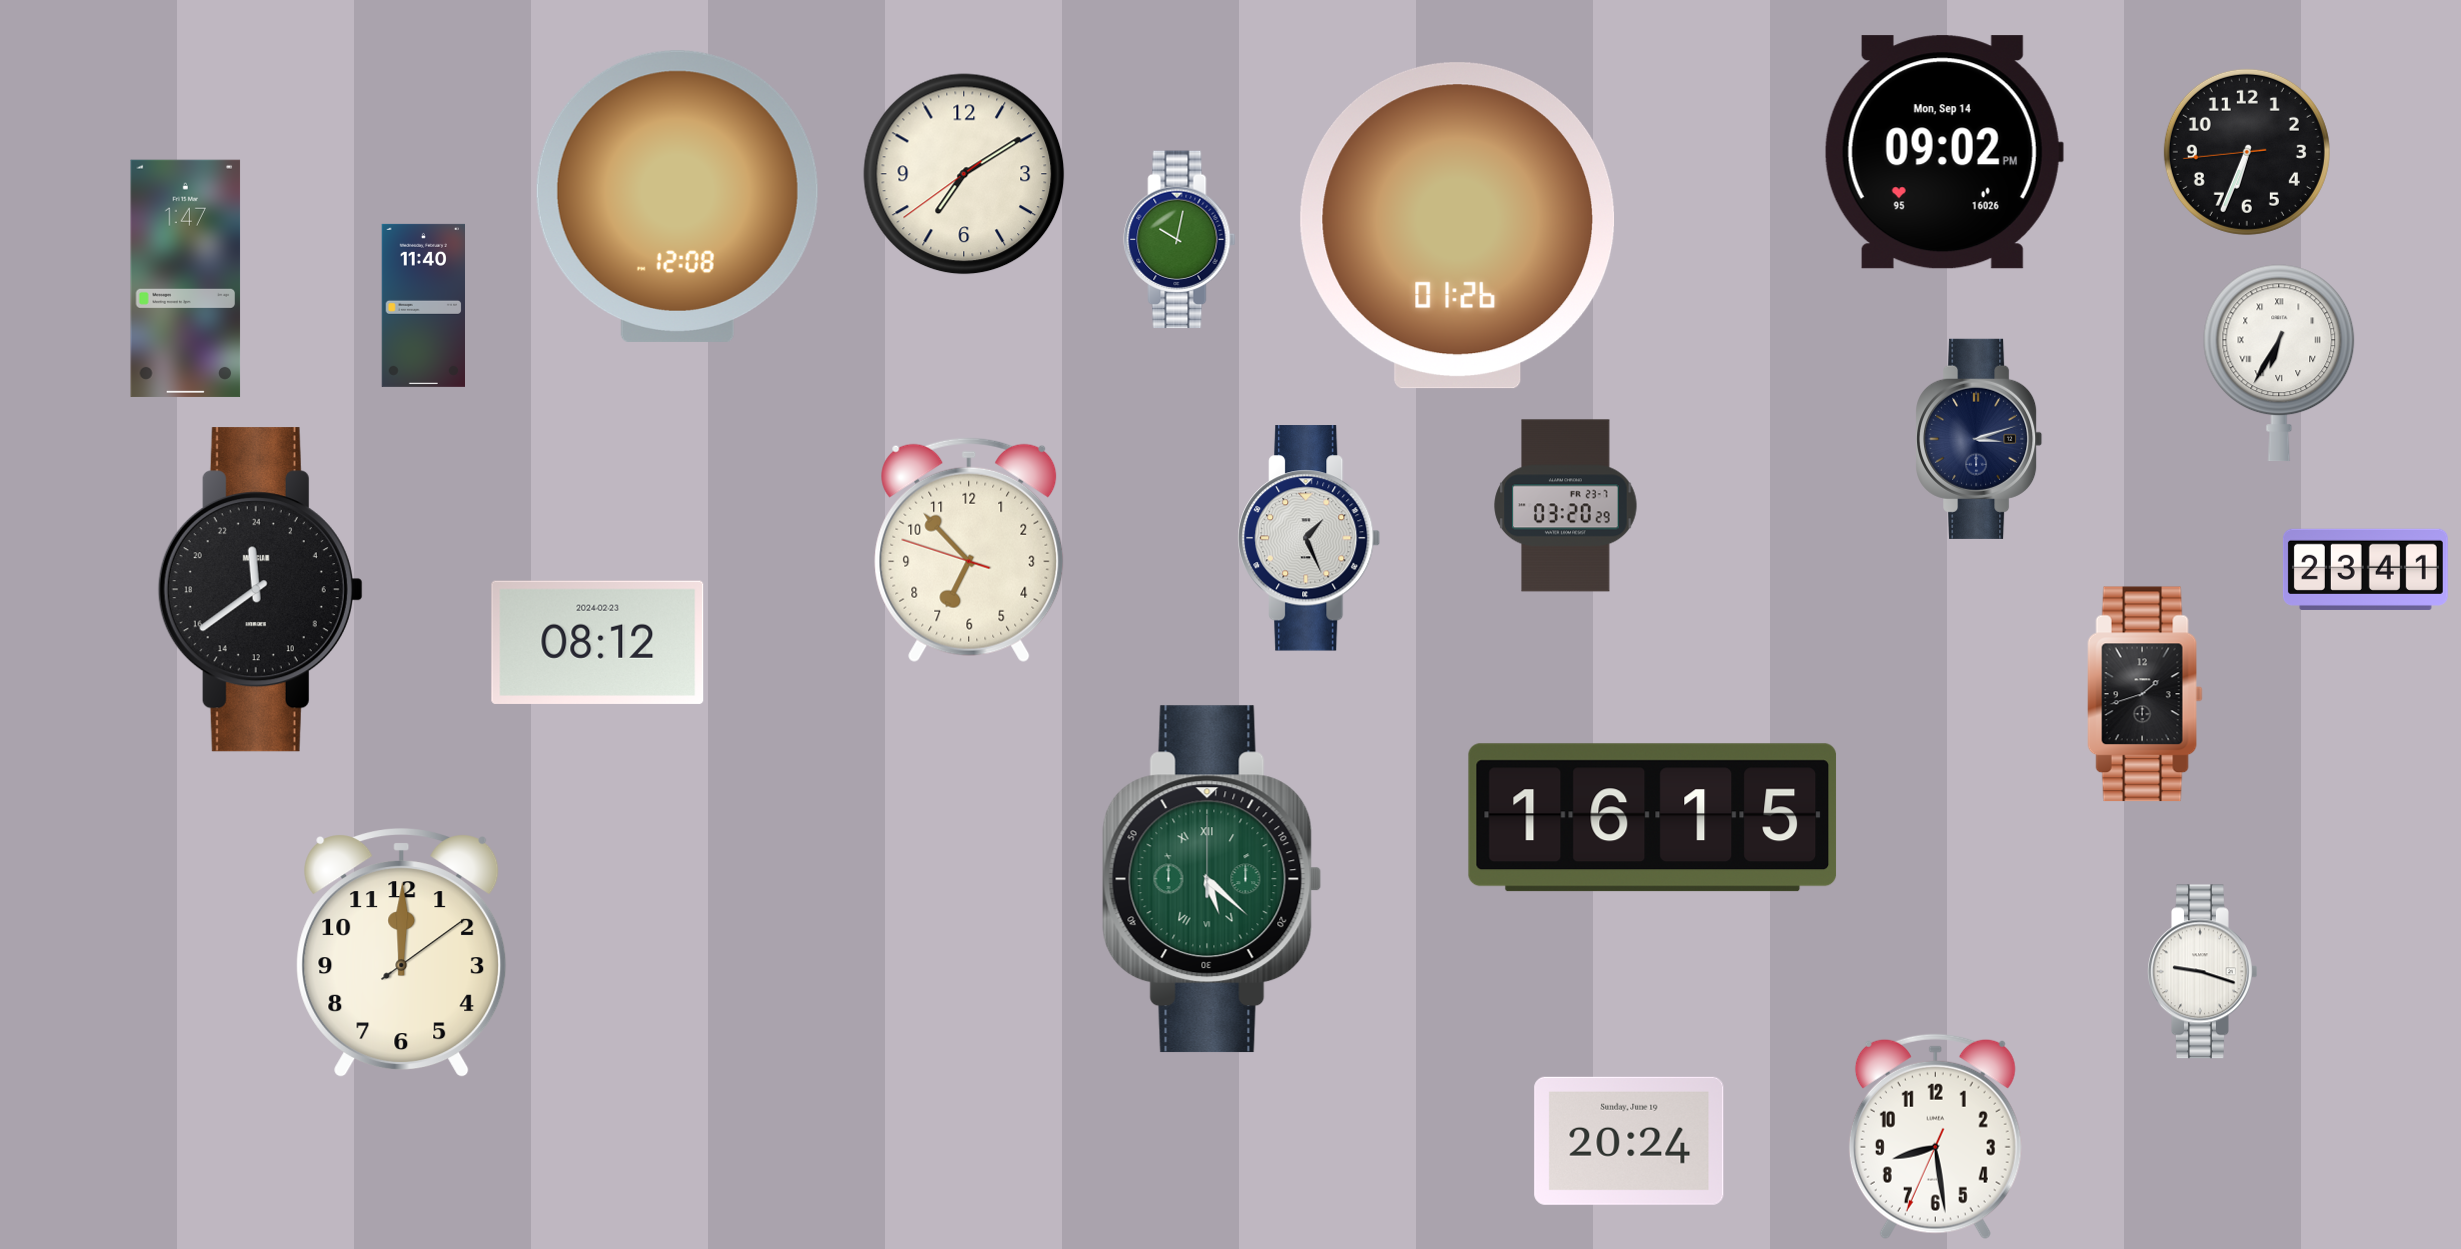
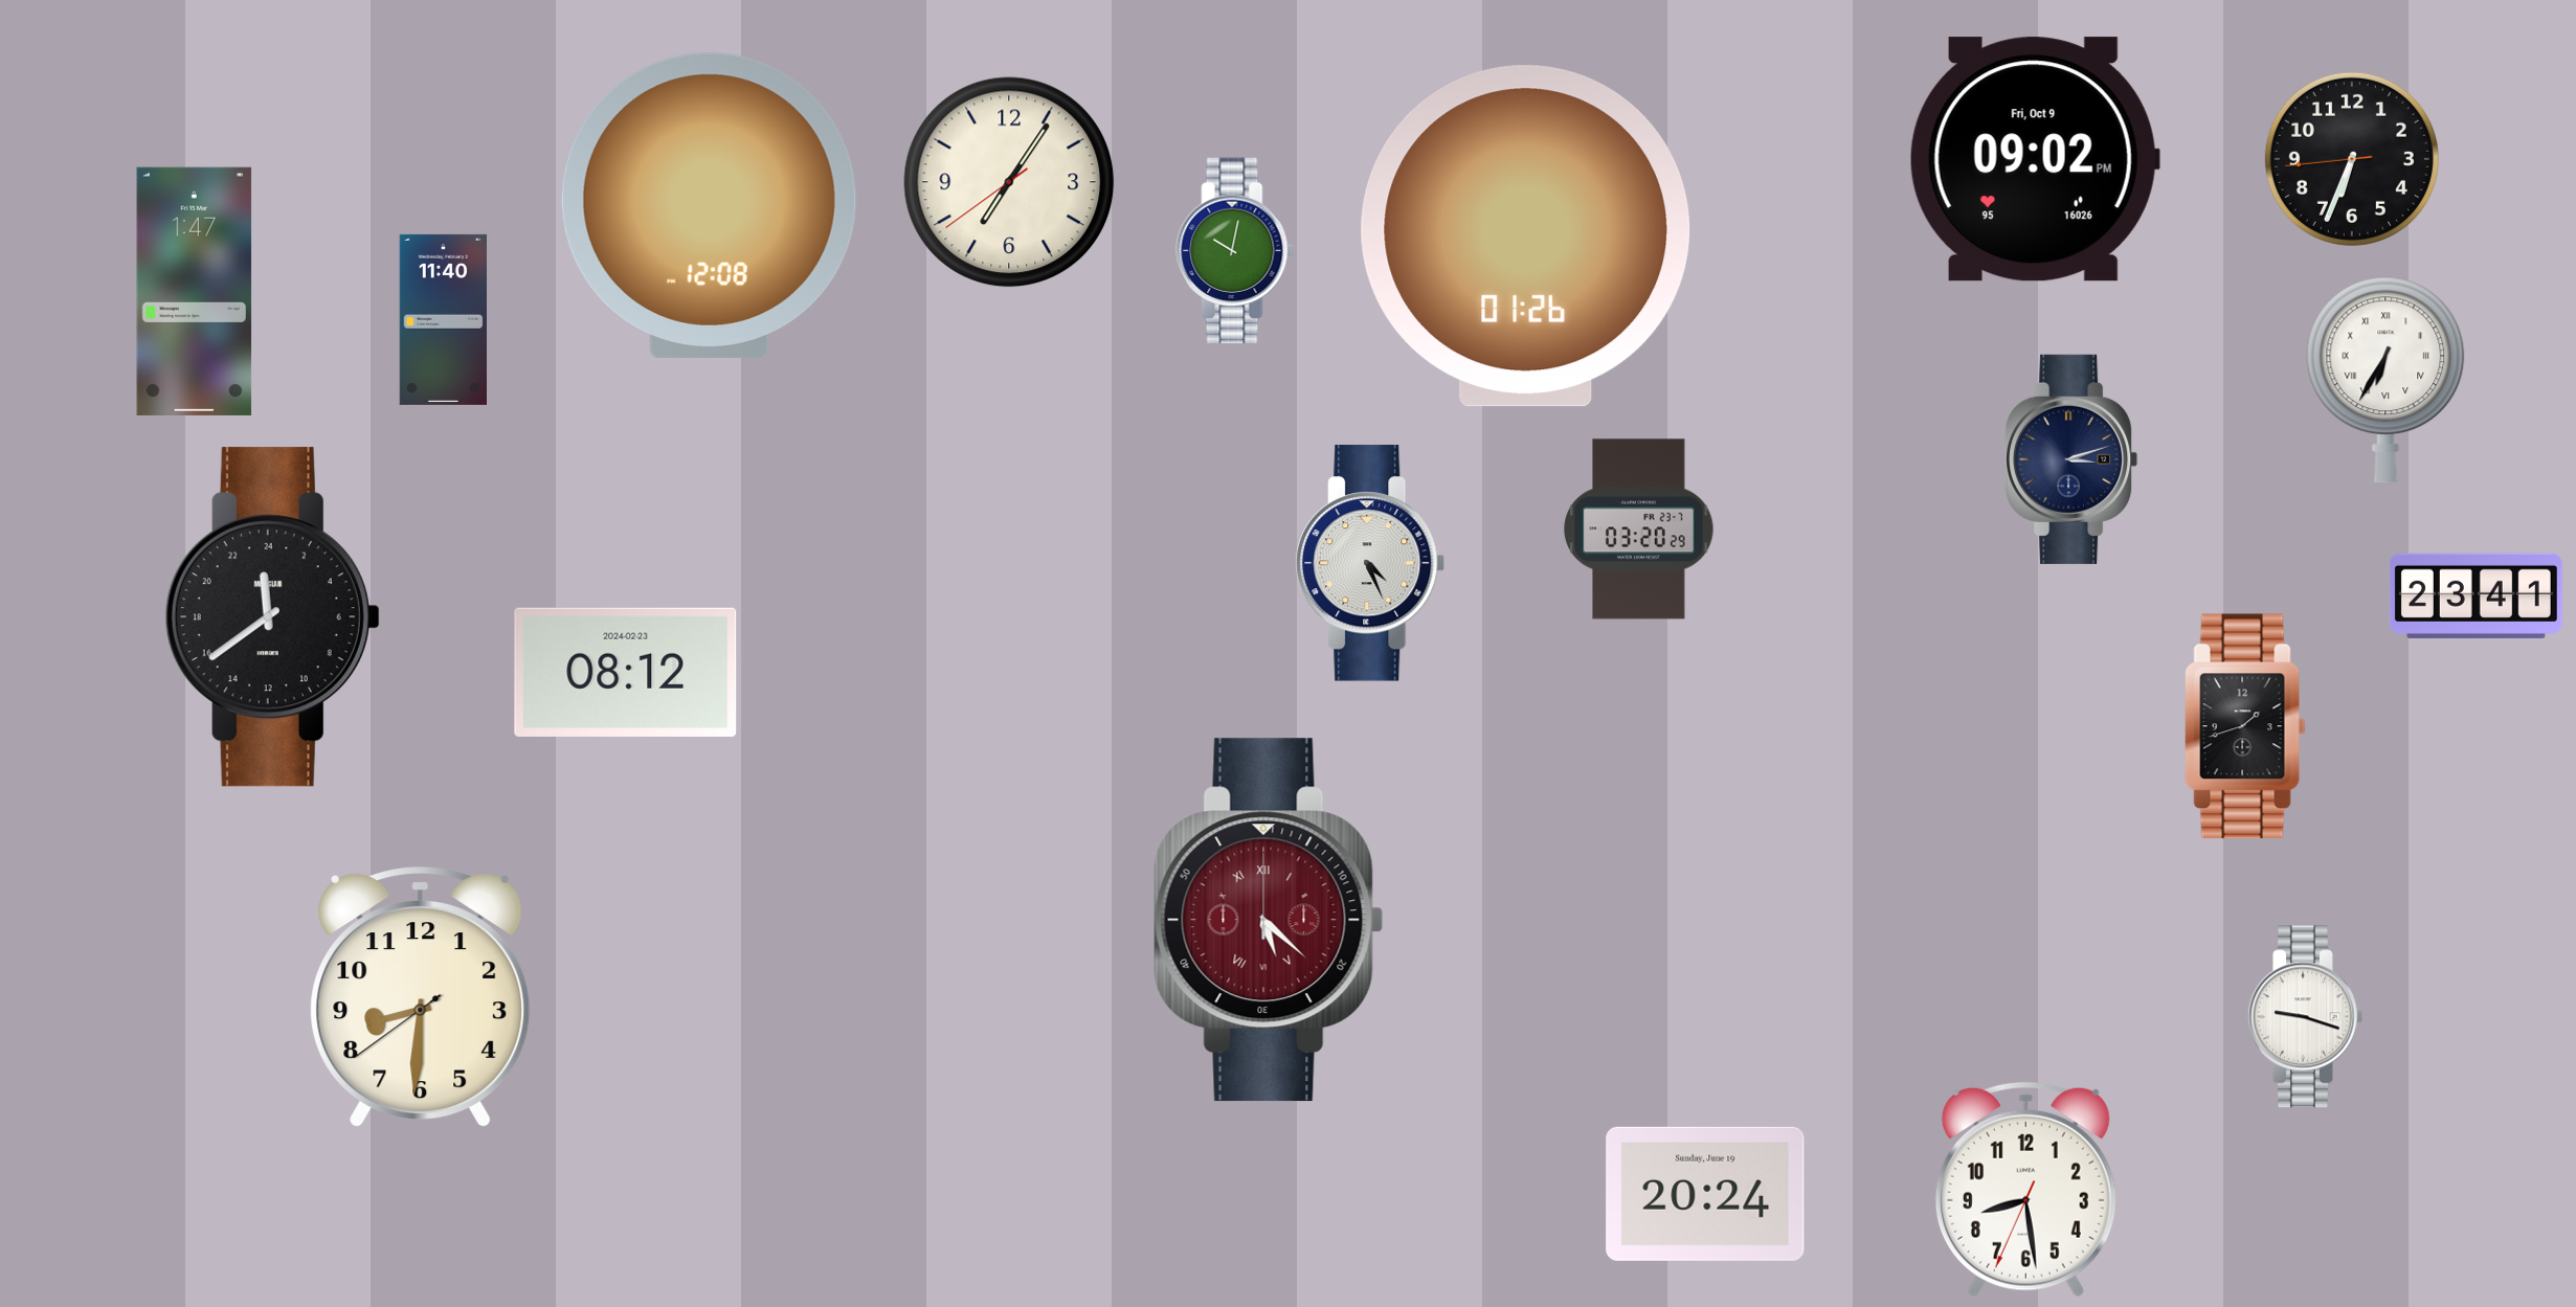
clock at (1944, 152) date: Mon, Sep 14 -> Fri, Oct 9
clock at (964, 174): 7:09 -> 7:05
clock at (1309, 538): 1:26 -> 4:26
clock at (969, 550): 6:52 -> none
clock at (1653, 818): 16:15 -> none
clock at (1212, 879) dial: green -> burgundy
clock at (402, 953): 12:00 -> 8:30
